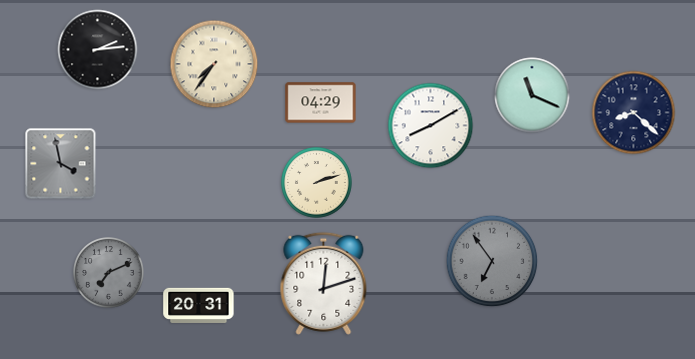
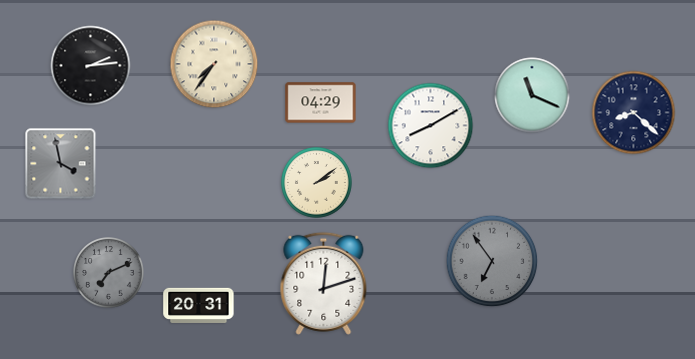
clock at (98, 50) position: (98, 50) -> (91, 66)
clock at (317, 183): 2:12 -> 2:09
